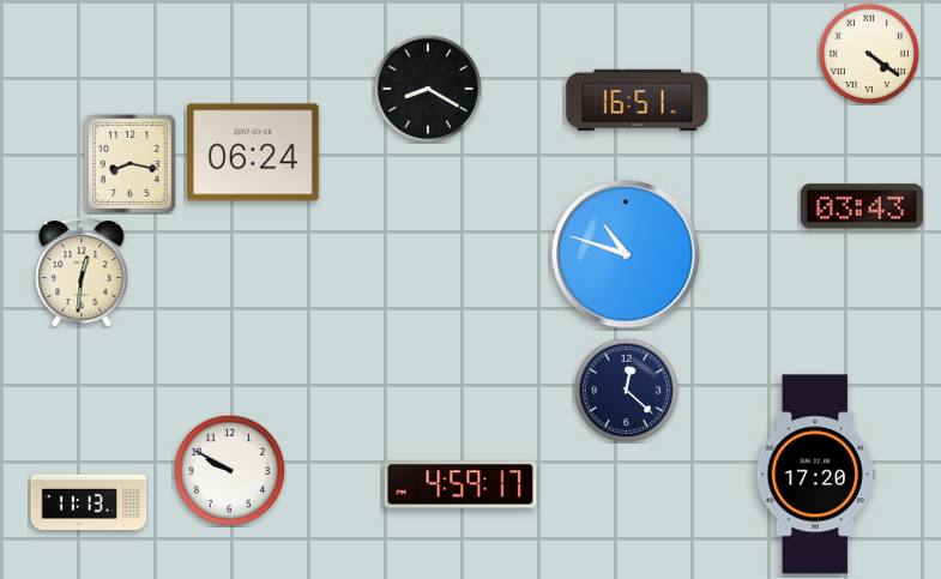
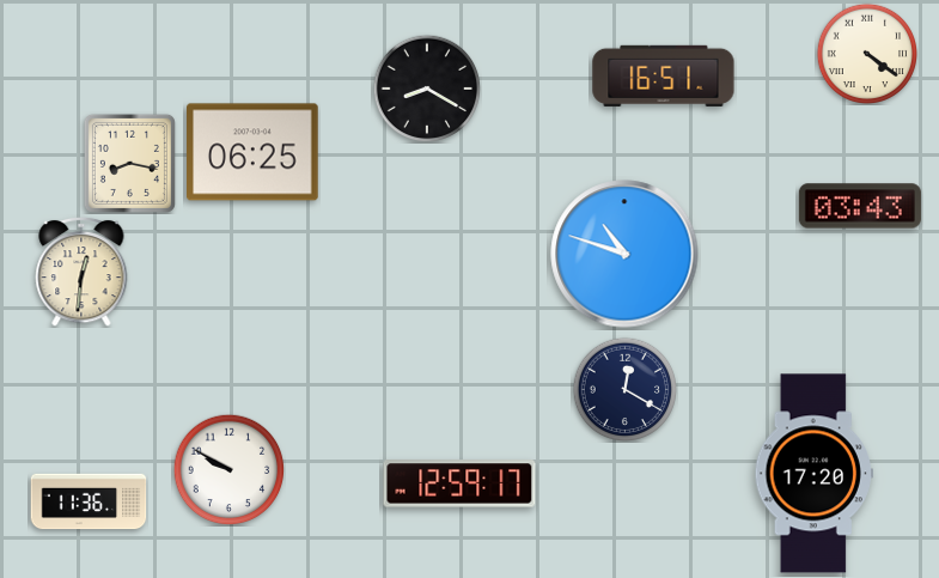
clock at (638, 99) position: (638, 99) -> (664, 75)
clock at (254, 152): 06:24 -> 06:25
clock at (626, 390): 12:22 -> 12:20
clock at (460, 484): 4:59 -> 12:59
clock at (89, 502): 11:13 -> 11:36
